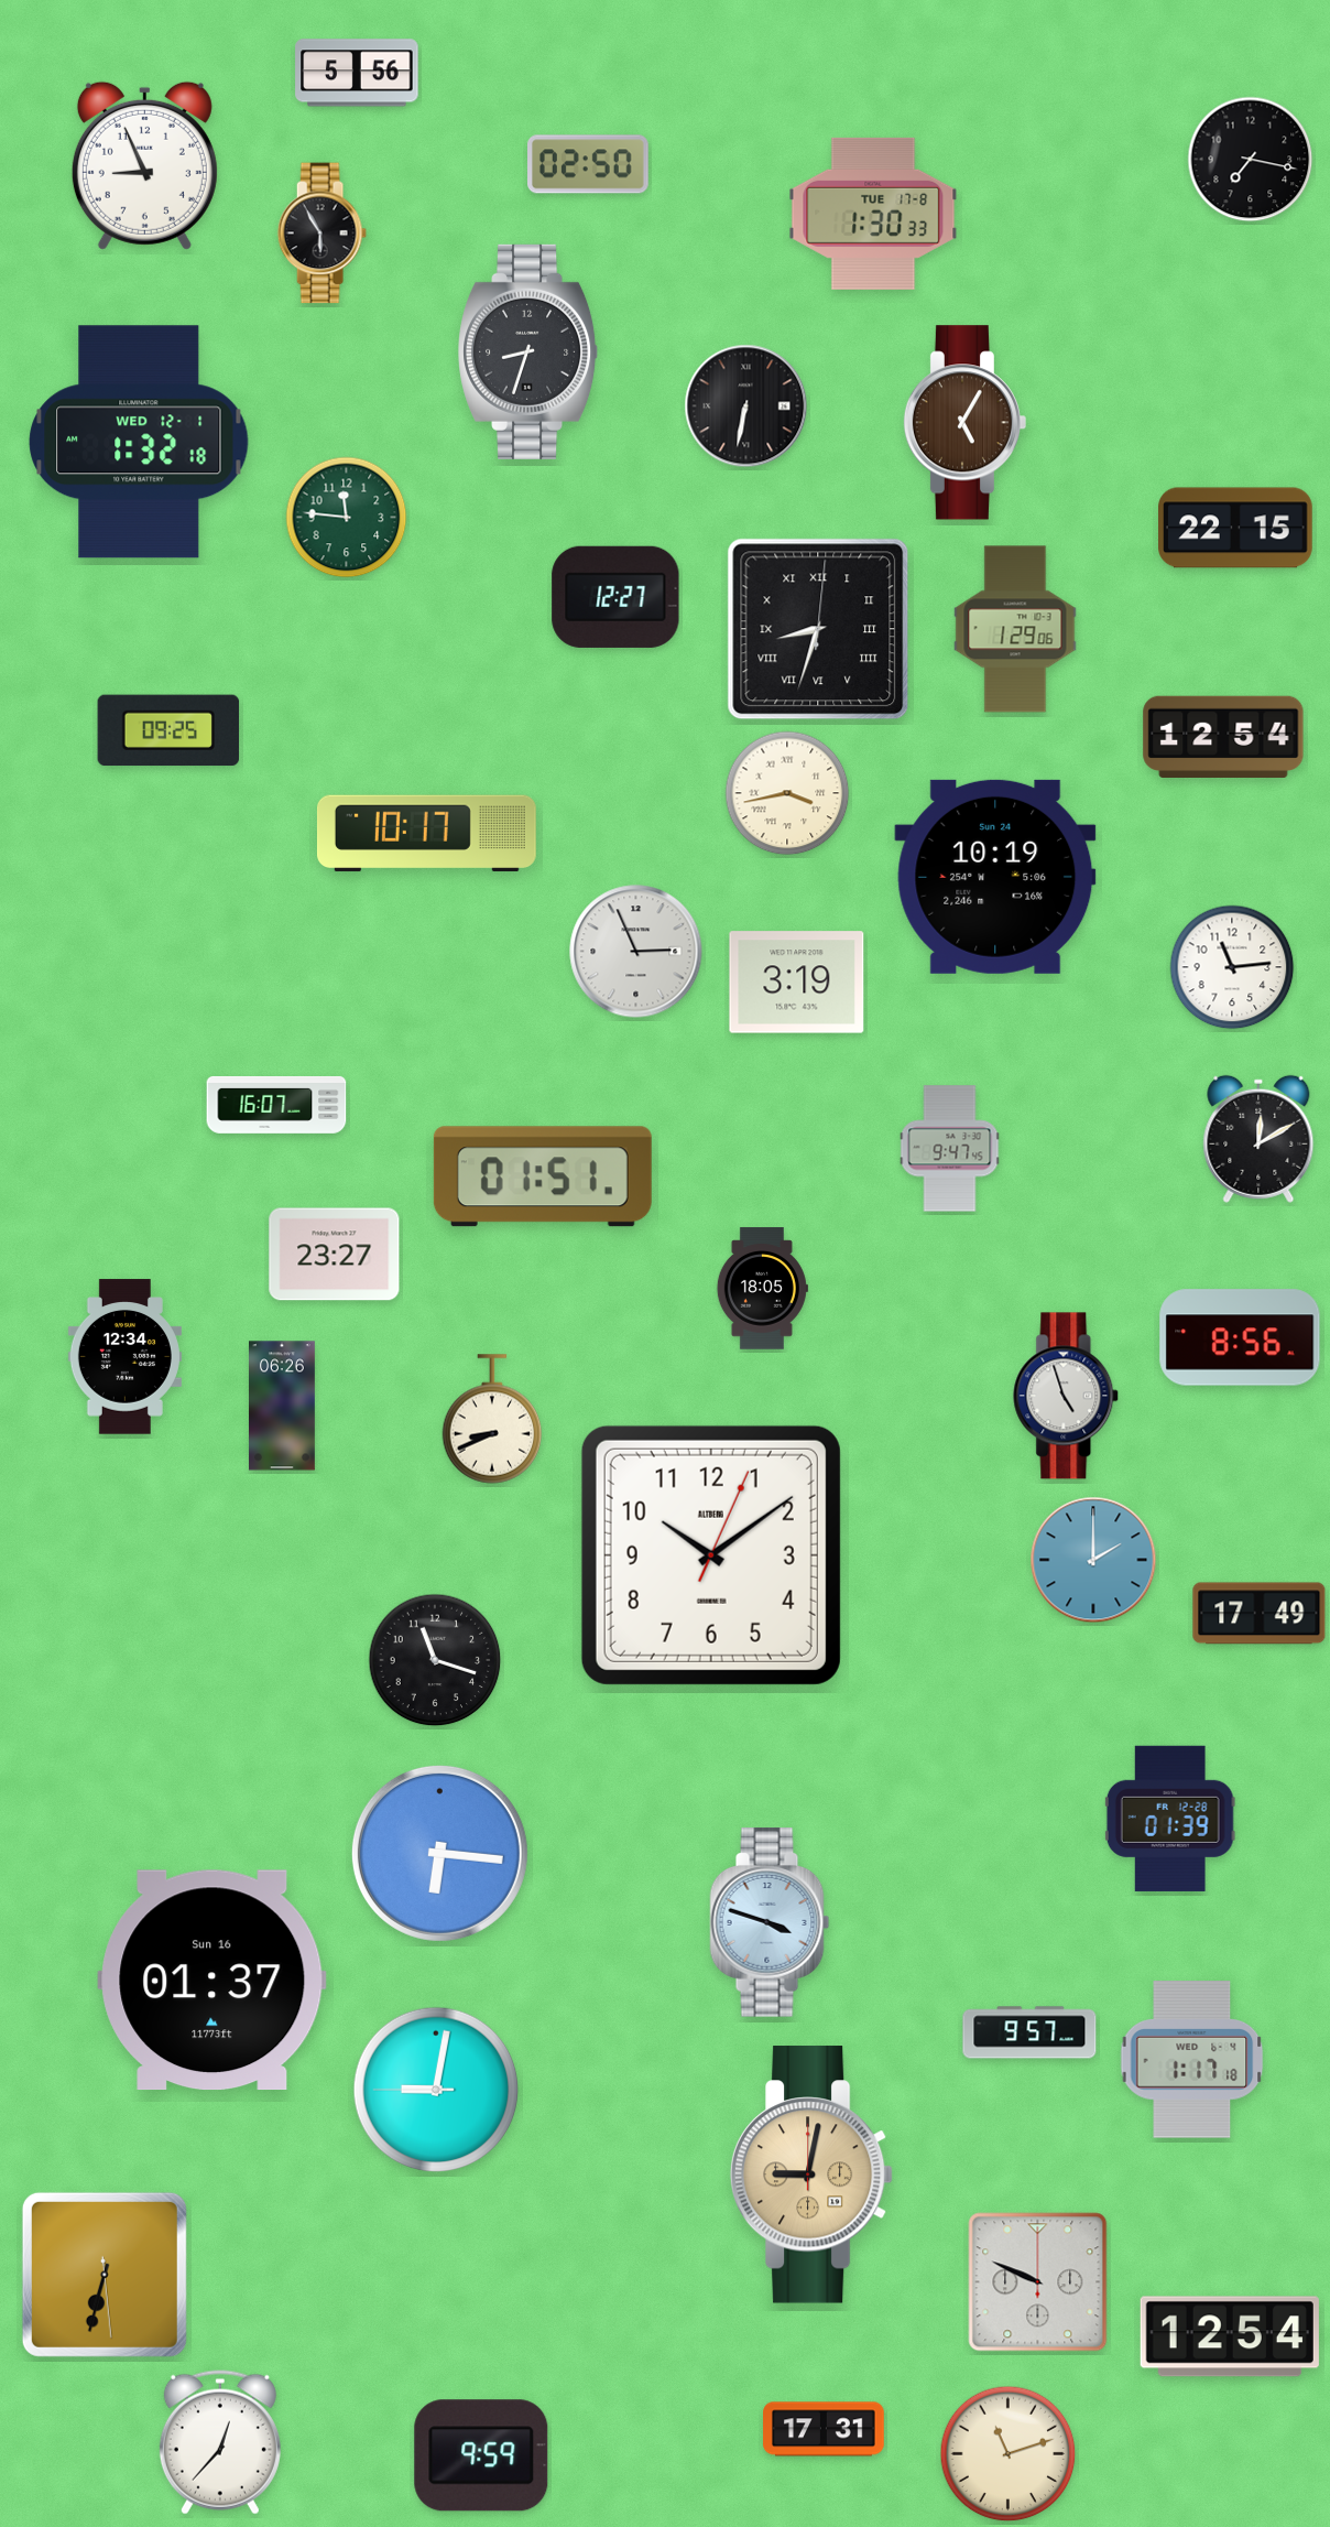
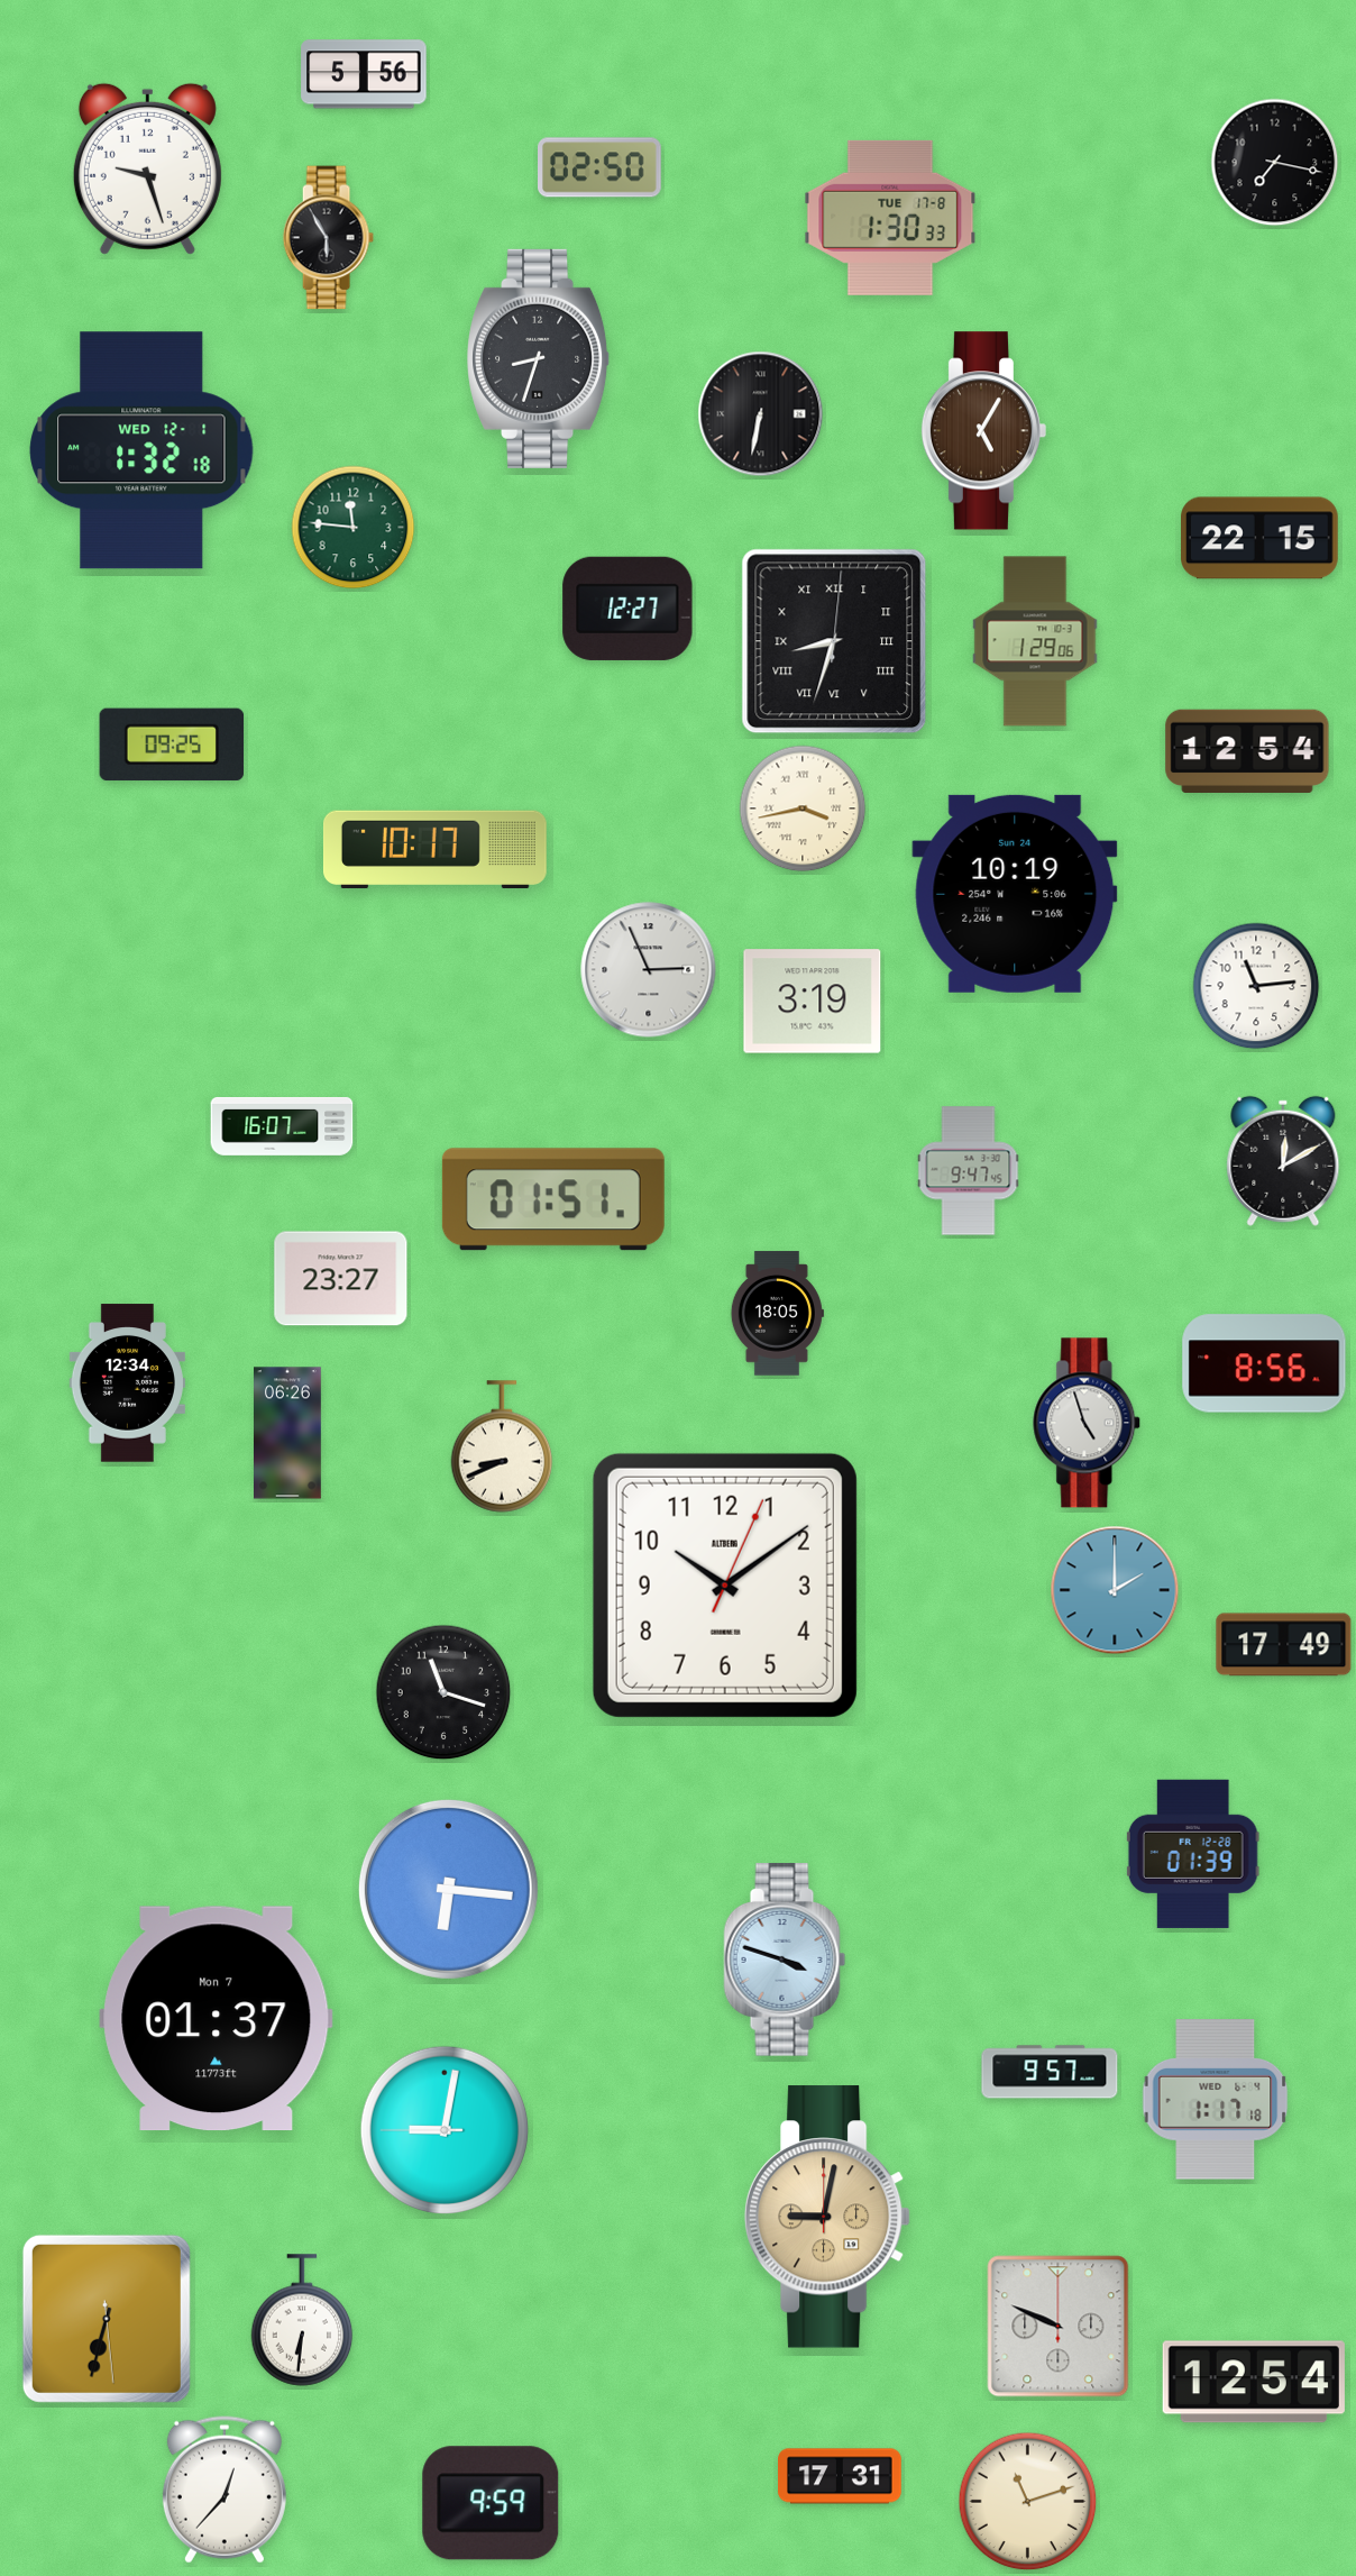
clock at (144, 165): 8:56 -> 9:27
clock at (212, 1981) date: Sun 16 -> Mon 7
clock at (302, 2320): none -> 6:31
